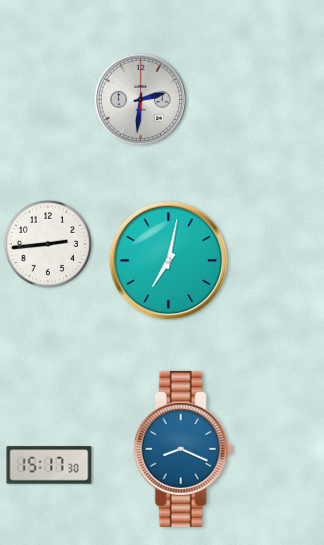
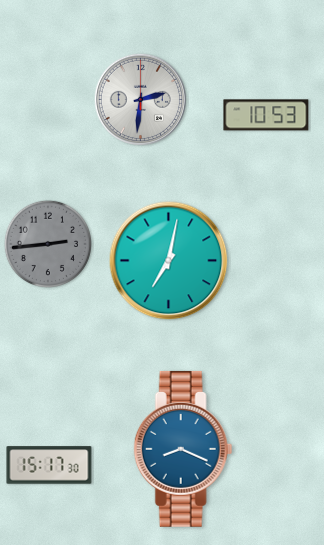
clock at (266, 115): none -> 10:53
clock at (47, 243) dial: white -> grey
